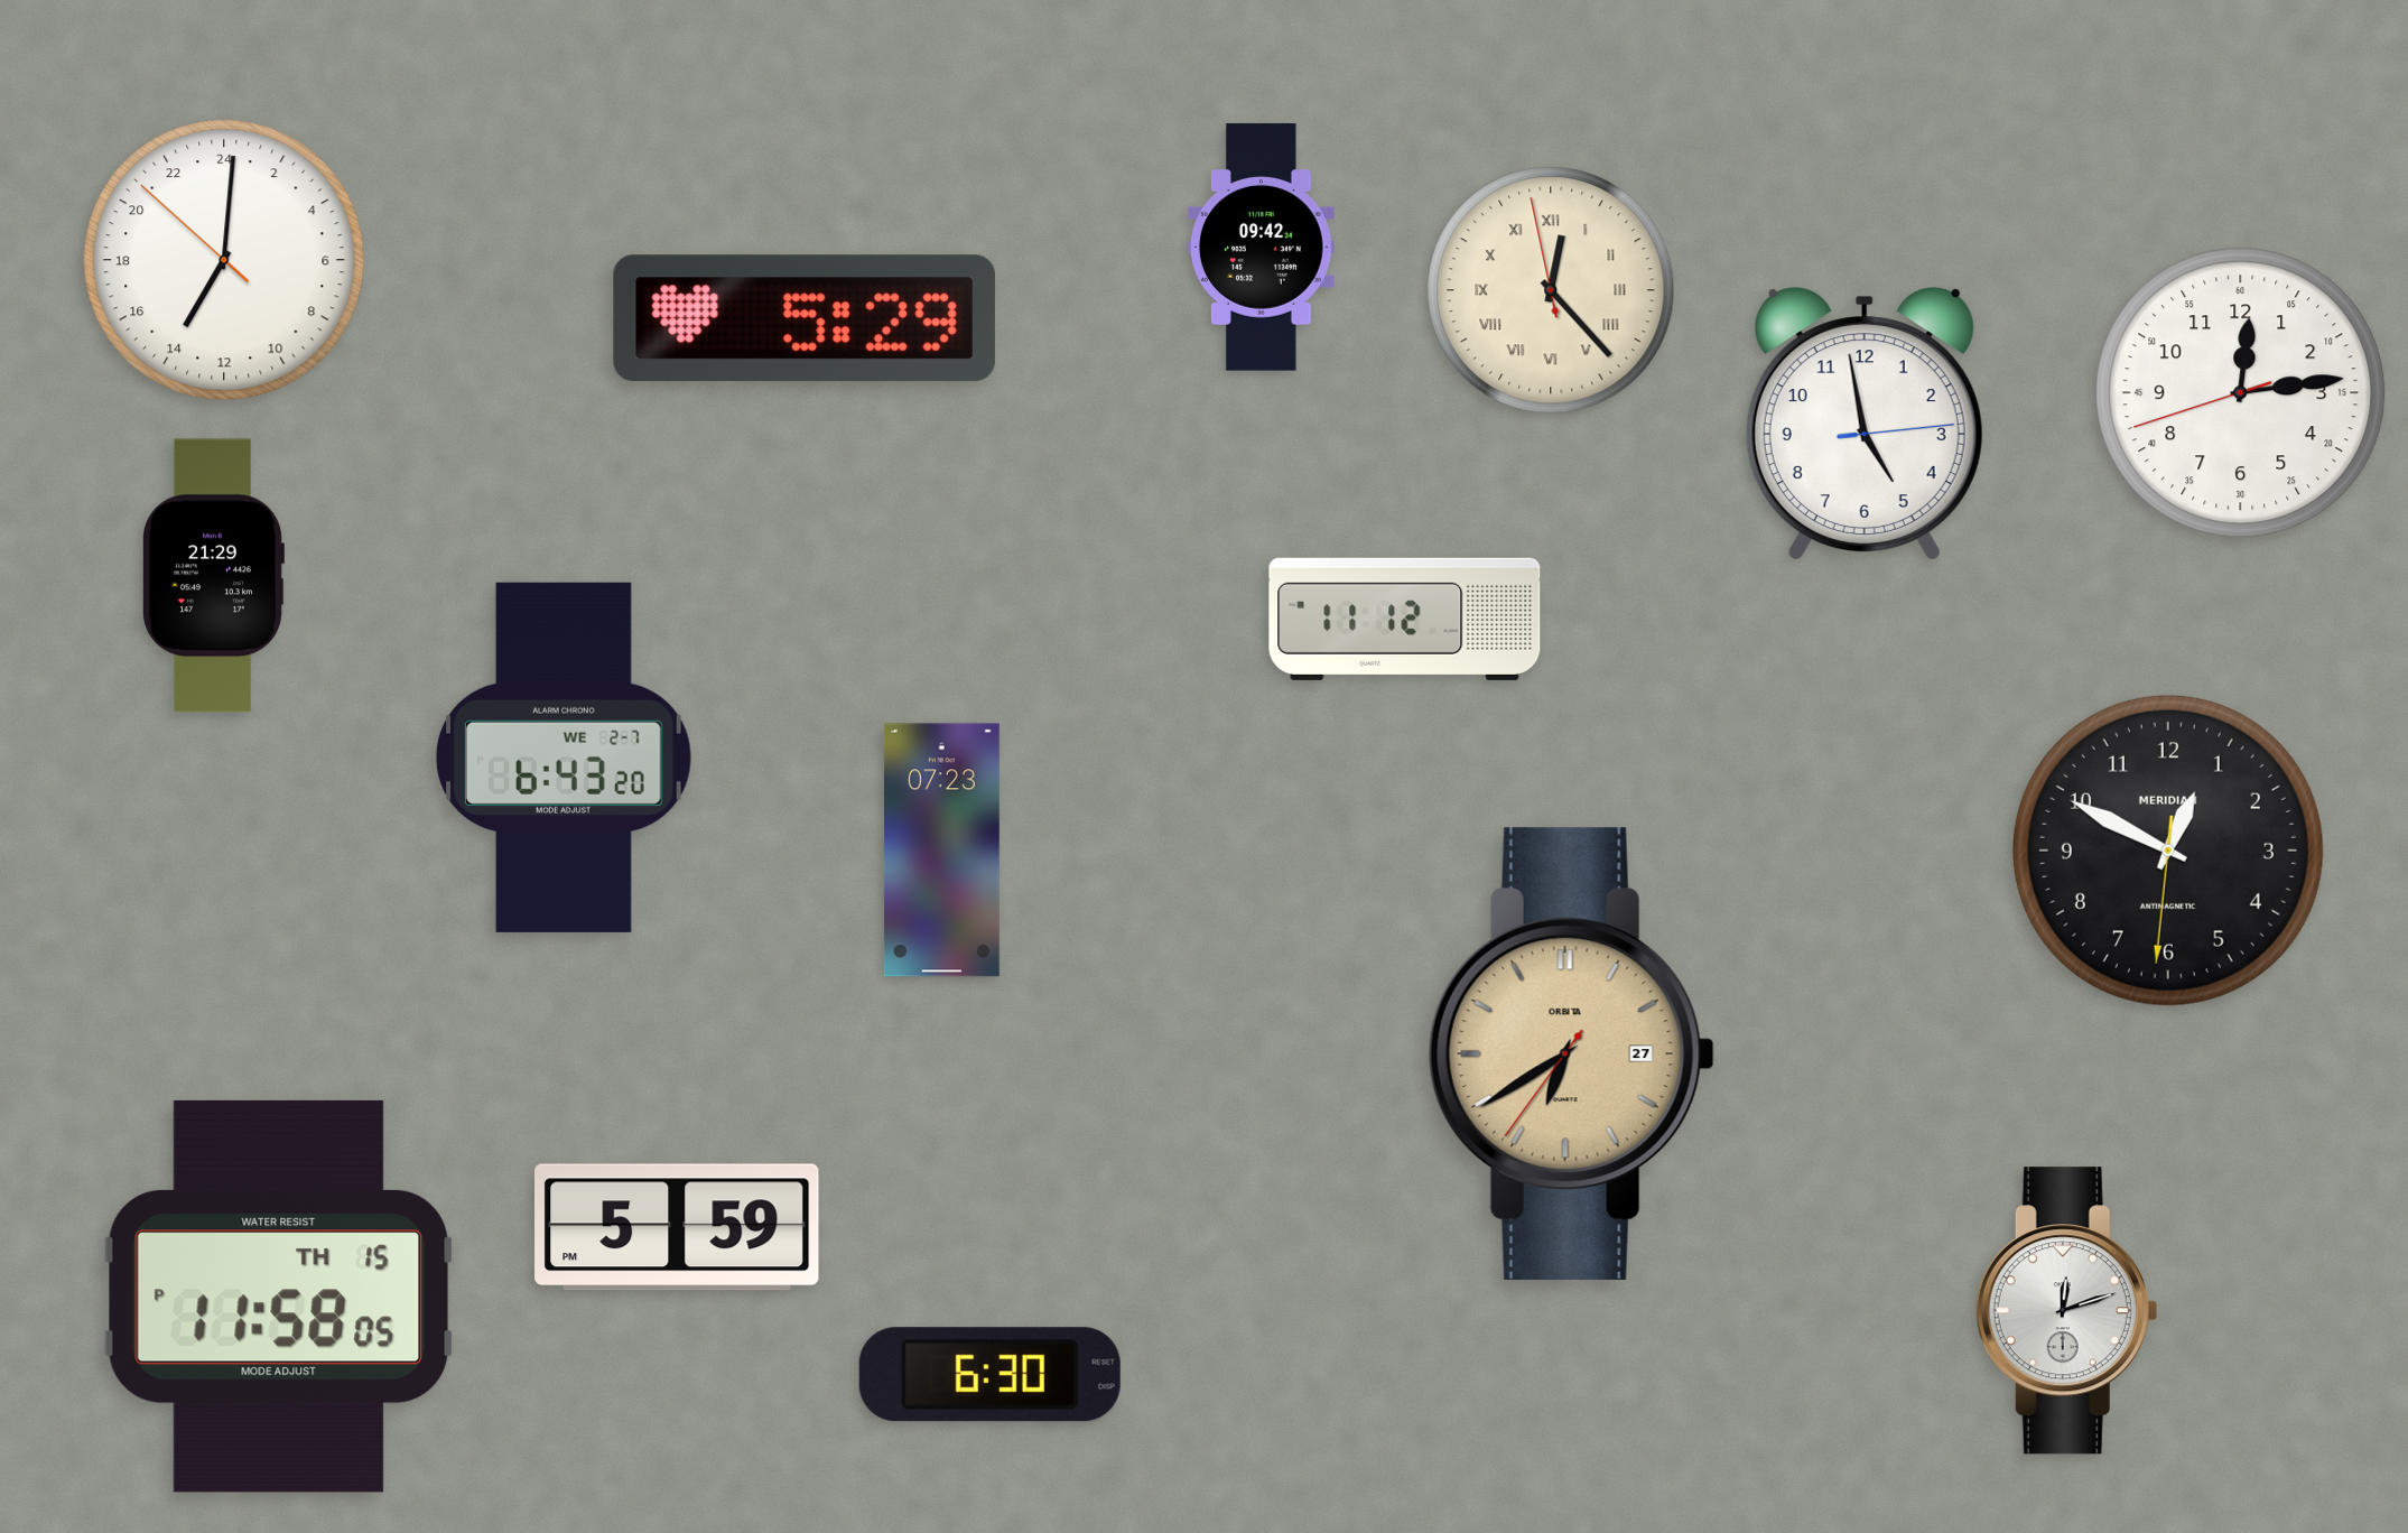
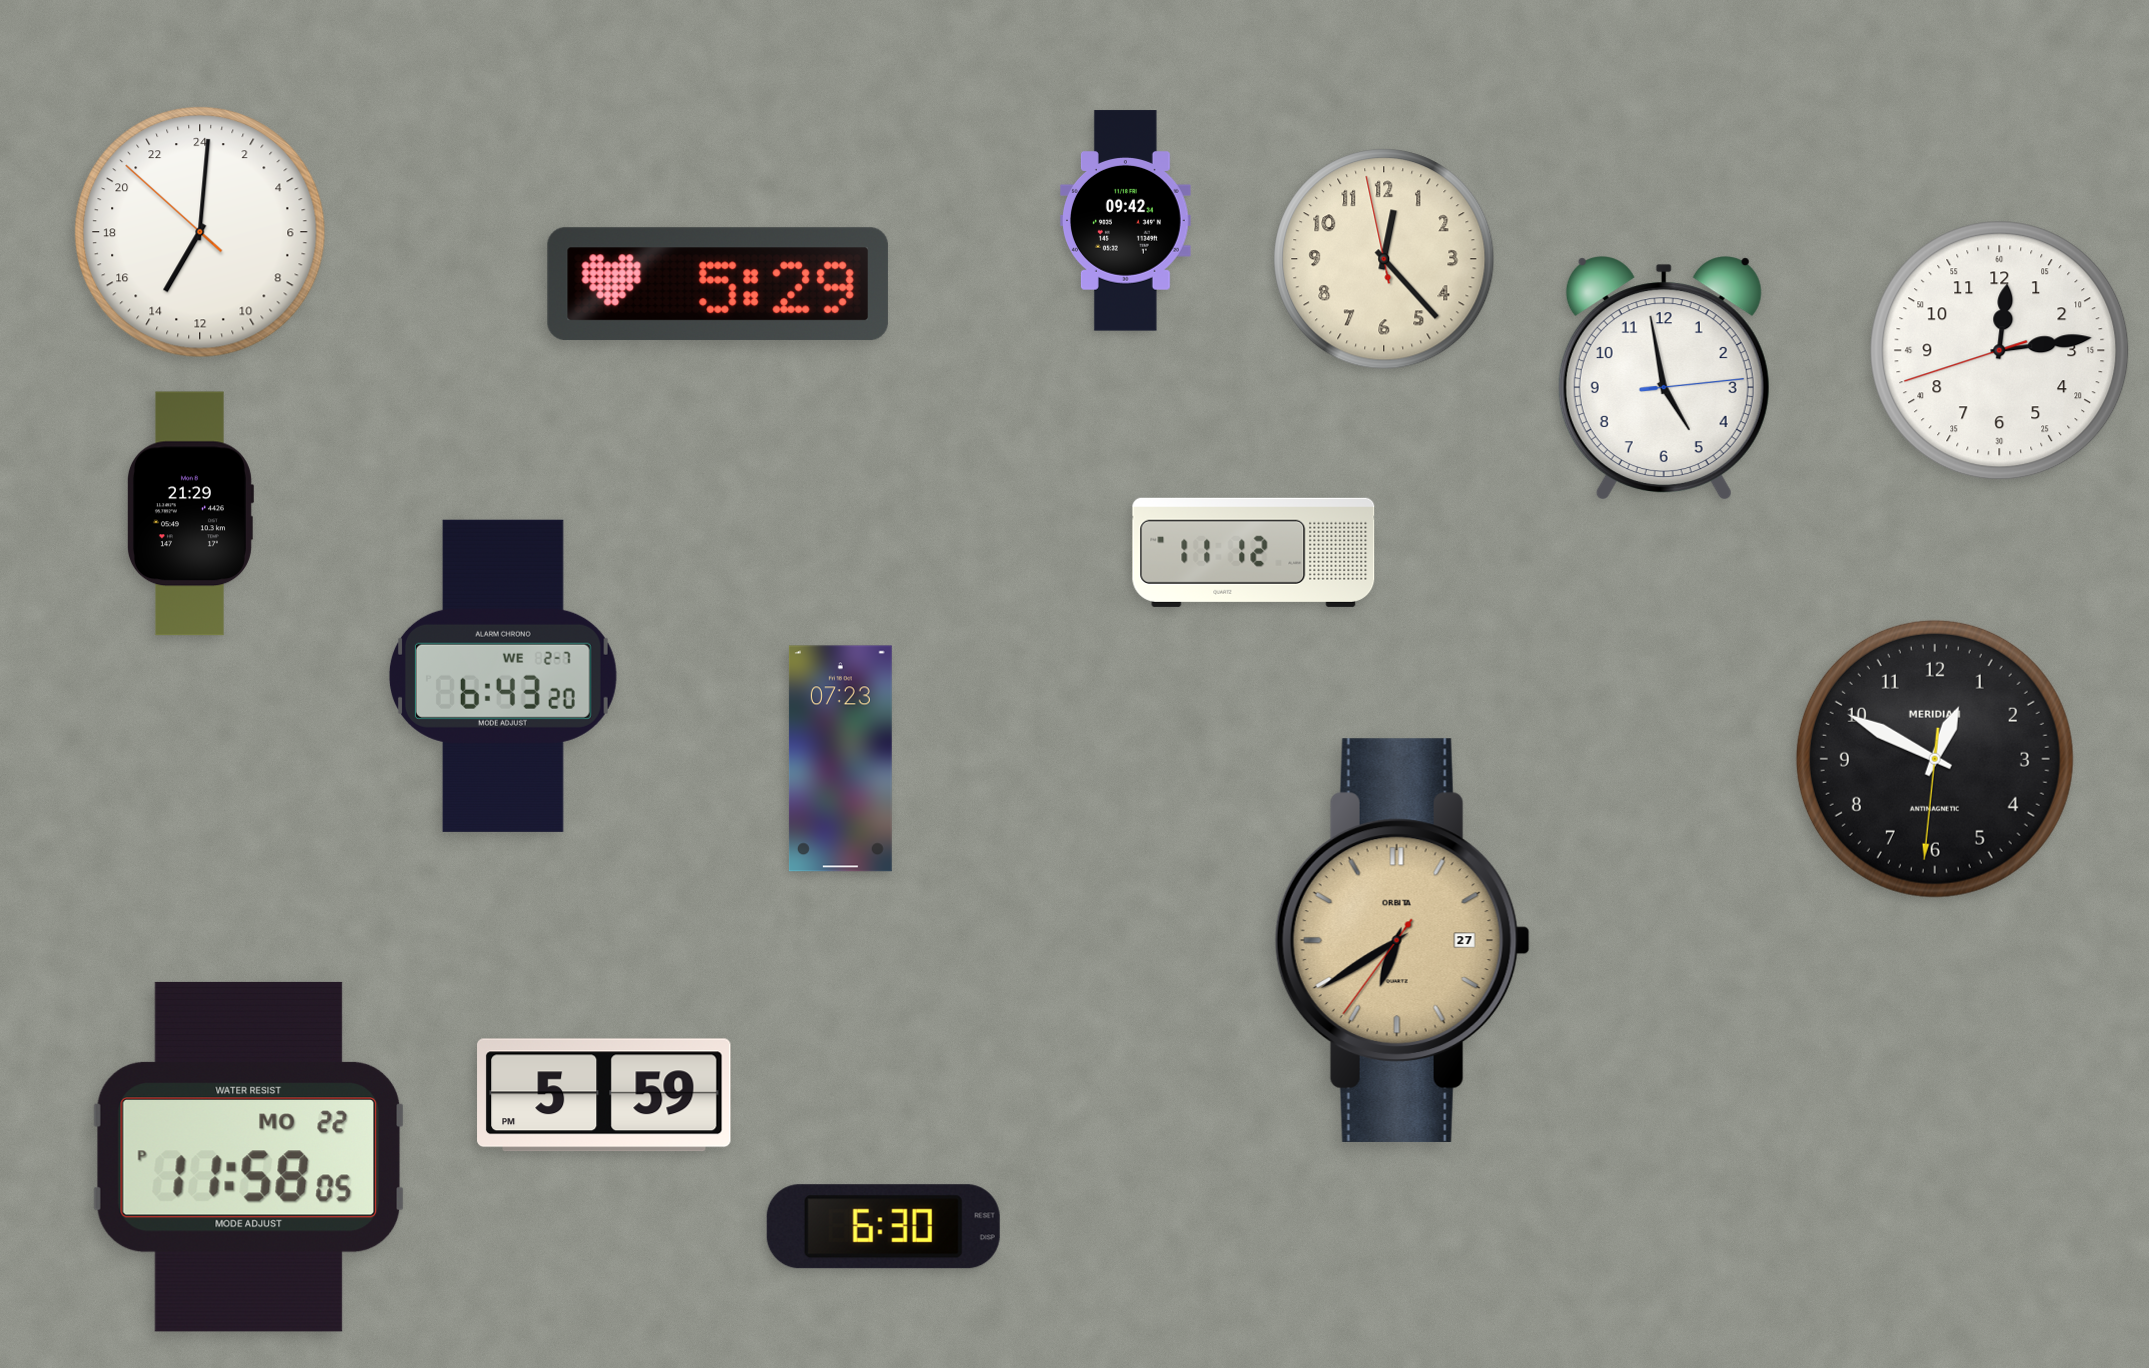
clock at (1551, 290) numerals: Roman -> Arabic
clock at (278, 1297) date: TH 15 -> MO 22
clock at (2066, 1311): 12:12 -> none
